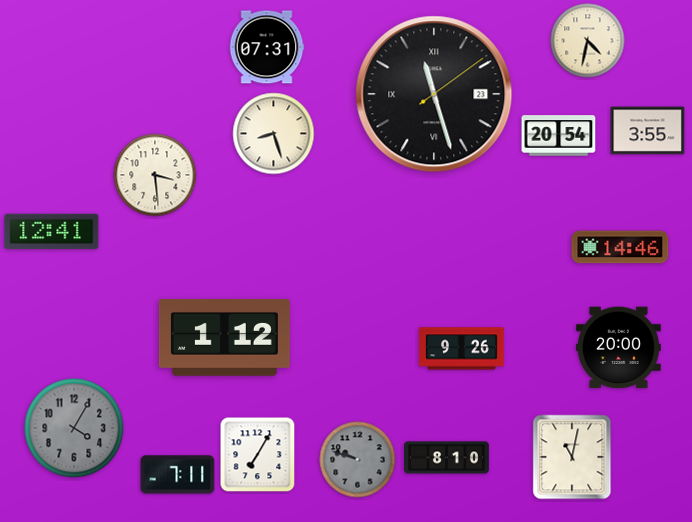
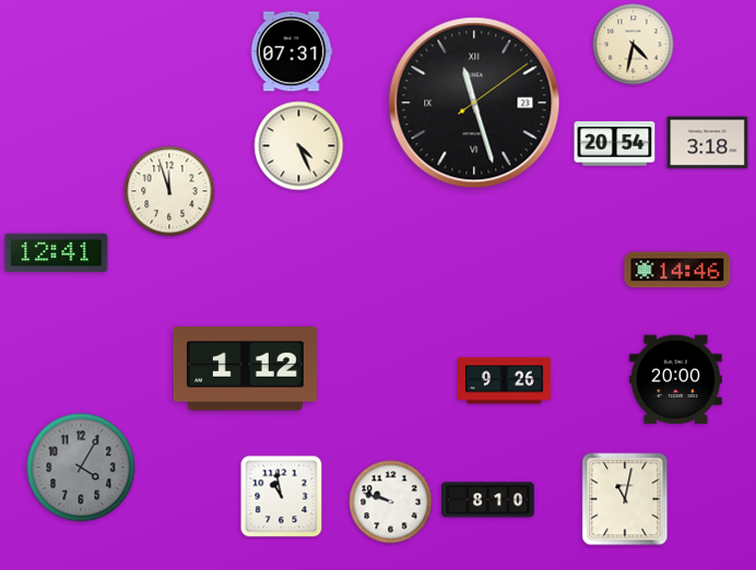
clock at (588, 41) position: (588, 41) -> (634, 45)
clock at (648, 131): 3:55 -> 3:18
clock at (274, 134): 8:27 -> 4:26
clock at (559, 136) position: (559, 136) -> (615, 144)
clock at (155, 175): 3:29 -> 11:57
clock at (258, 455): 7:05 -> 10:58
clock at (358, 460) dial: grey -> white
clock at (178, 475): 7:11 -> none
